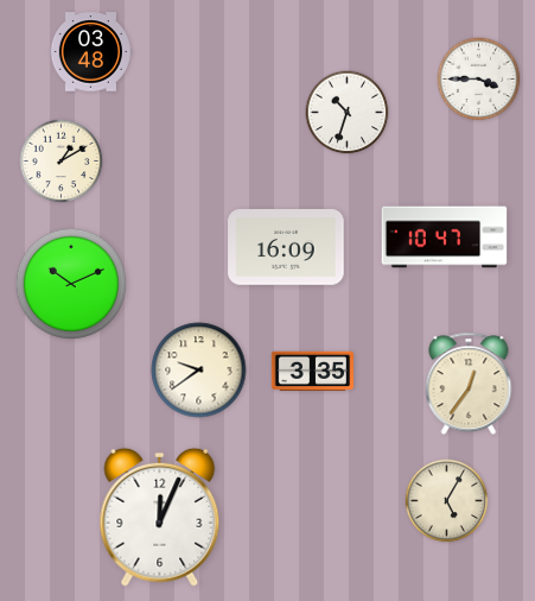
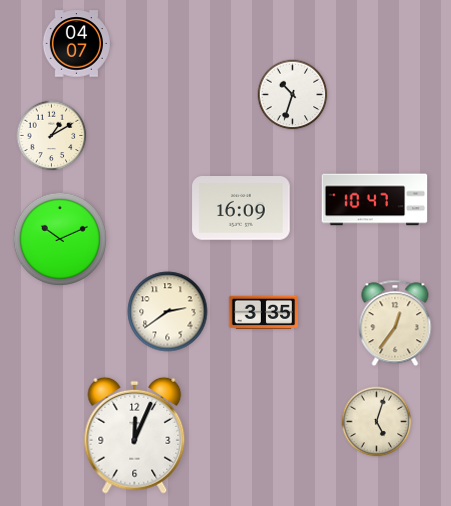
clock at (90, 52): 03:48 -> 04:07
clock at (479, 80): 3:45 -> none
clock at (199, 371): 9:39 -> 2:39
clock at (447, 501): 5:05 -> 5:03
